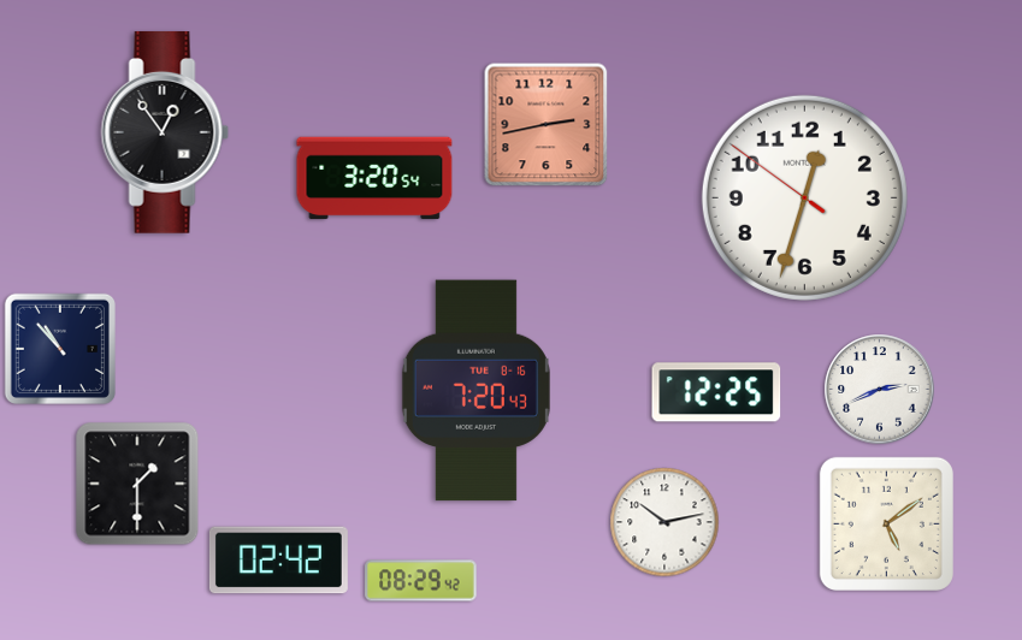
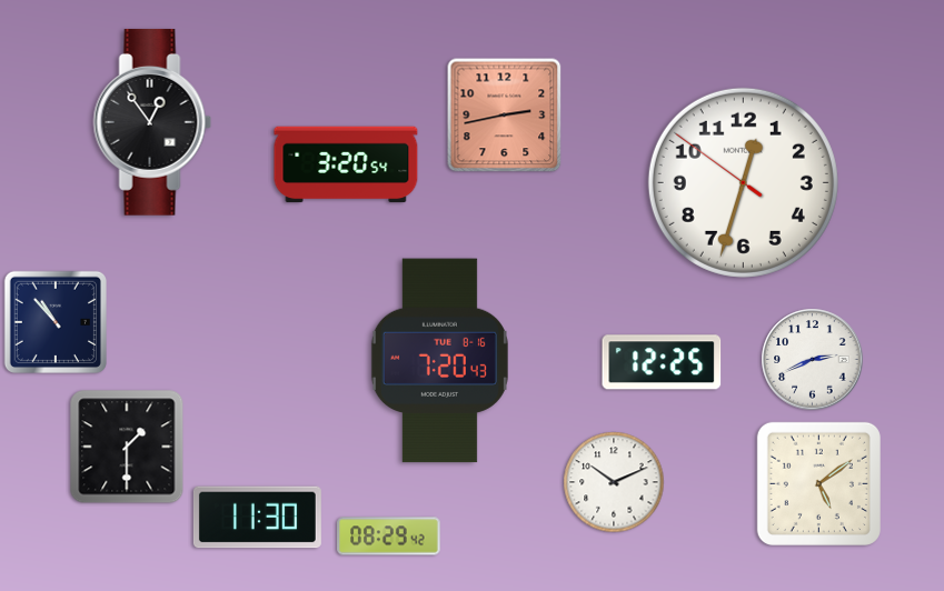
clock at (664, 522): 10:13 -> 10:11
clock at (278, 561): 02:42 -> 11:30
